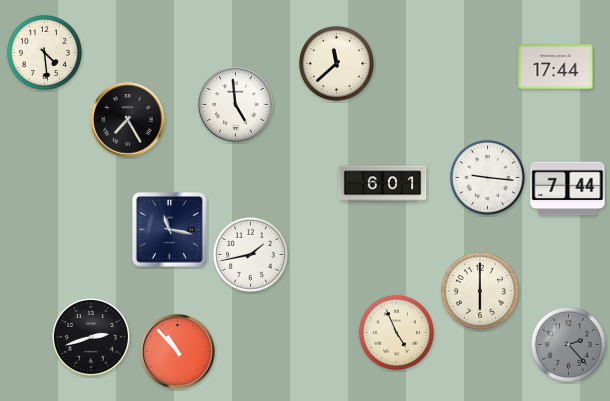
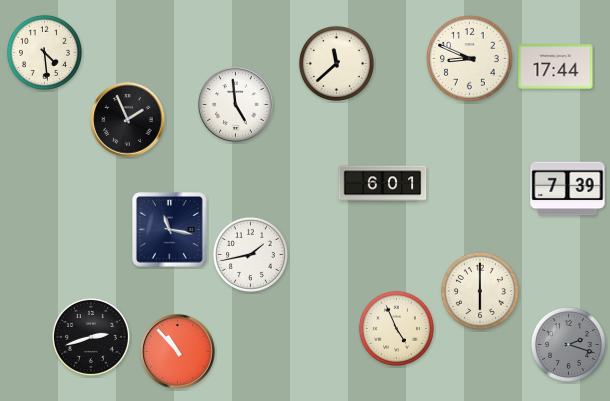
clock at (470, 59): none -> 8:49
clock at (128, 120): 7:25 -> 1:56
clock at (487, 177): 9:16 -> none
clock at (568, 189): 7:44 -> 7:39
clock at (396, 332) position: (396, 332) -> (396, 328)
clock at (568, 344): 2:23 -> 2:18
